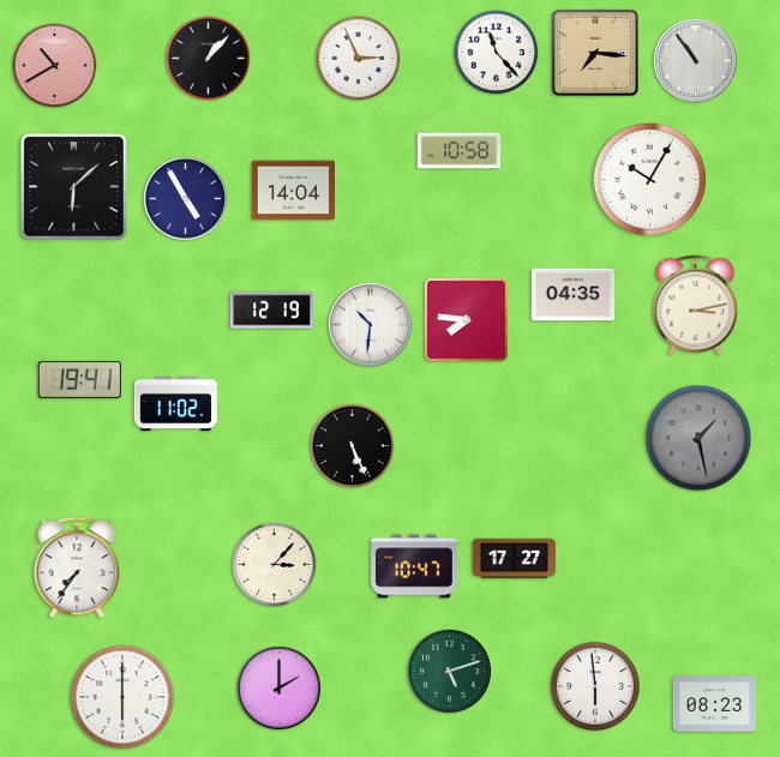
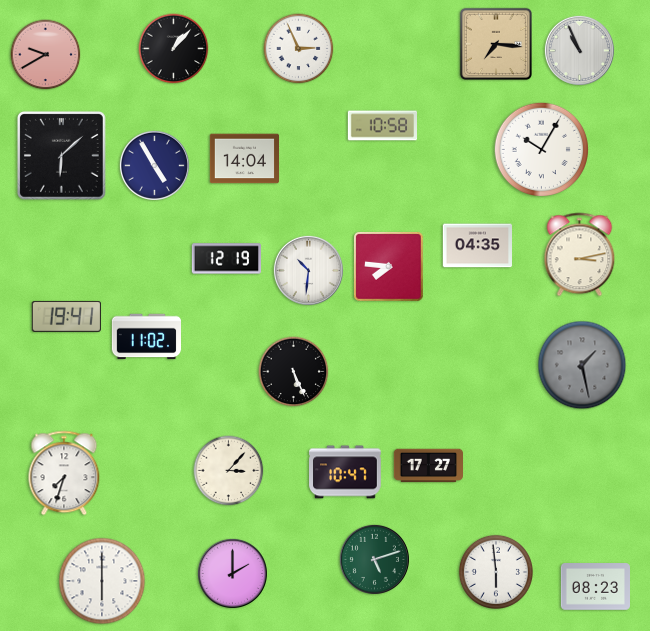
clock at (497, 53): 11:23 -> none
clock at (695, 60): 10:54 -> 10:56
clock at (55, 66): 10:40 -> 9:40
clock at (77, 567): 7:36 -> 7:33
